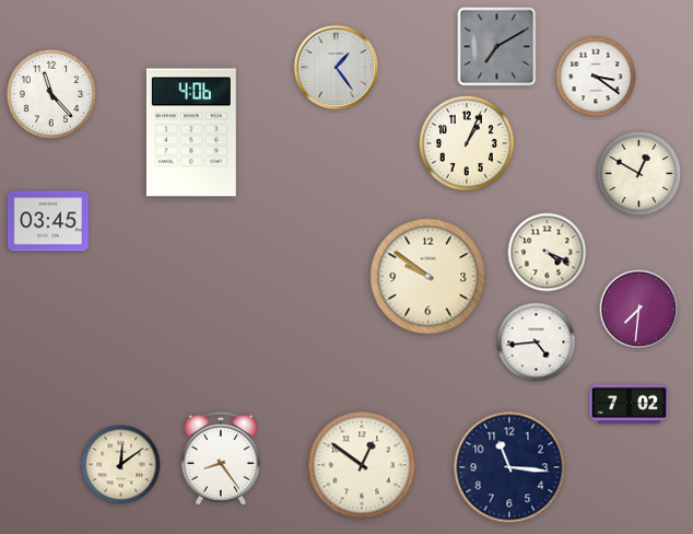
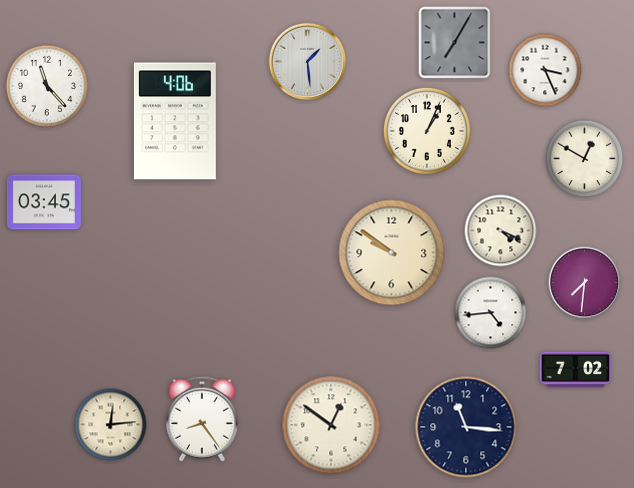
clock at (497, 47): 7:10 -> 7:05
clock at (336, 67): 1:24 -> 1:29
clock at (596, 77): 3:21 -> 3:26
clock at (121, 465): 12:09 -> 12:14
